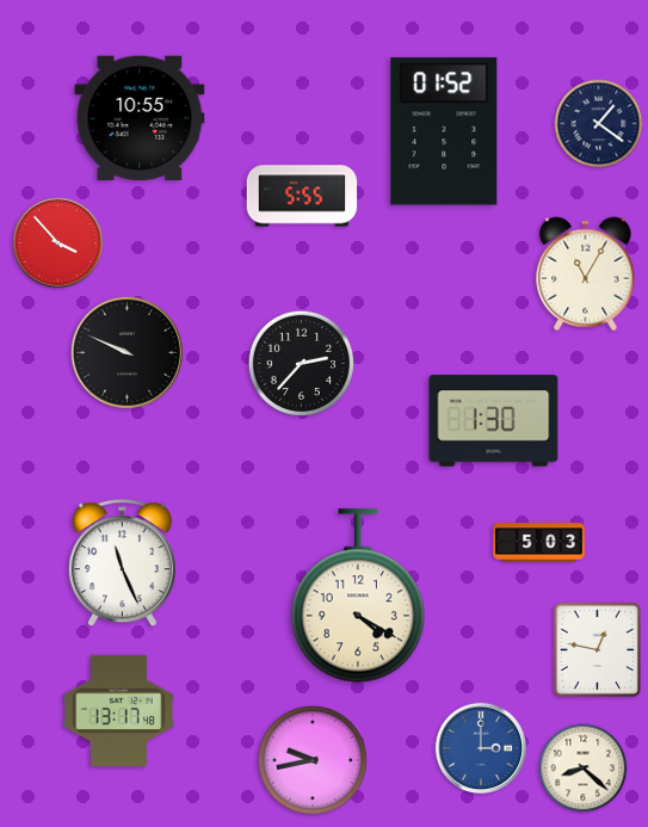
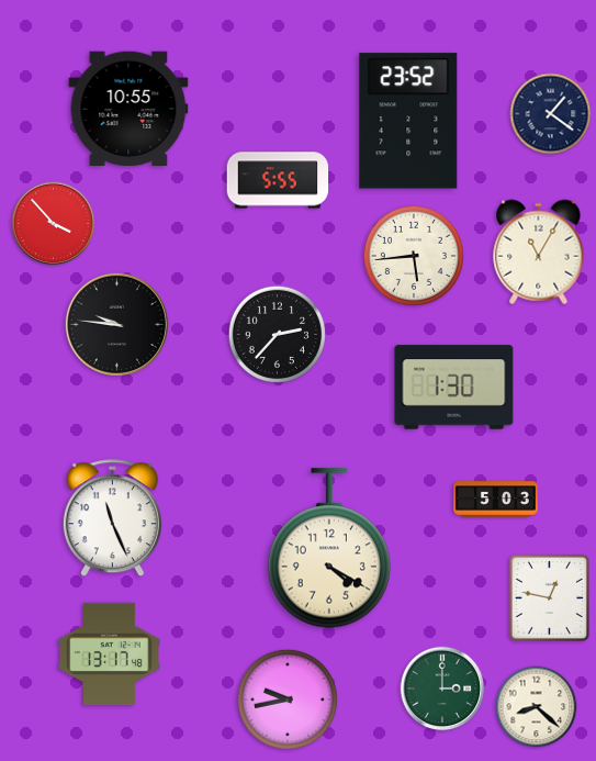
clock at (444, 131): 01:52 -> 23:52
clock at (414, 256): none -> 5:44
clock at (126, 352): 9:49 -> 9:46
clock at (481, 748) dial: blue -> green
